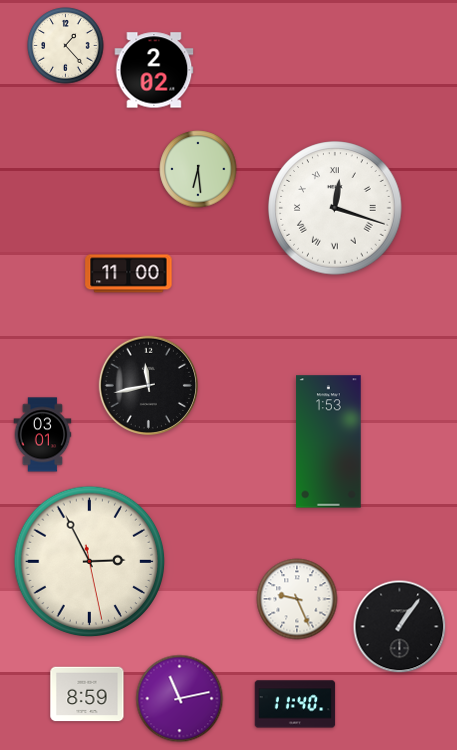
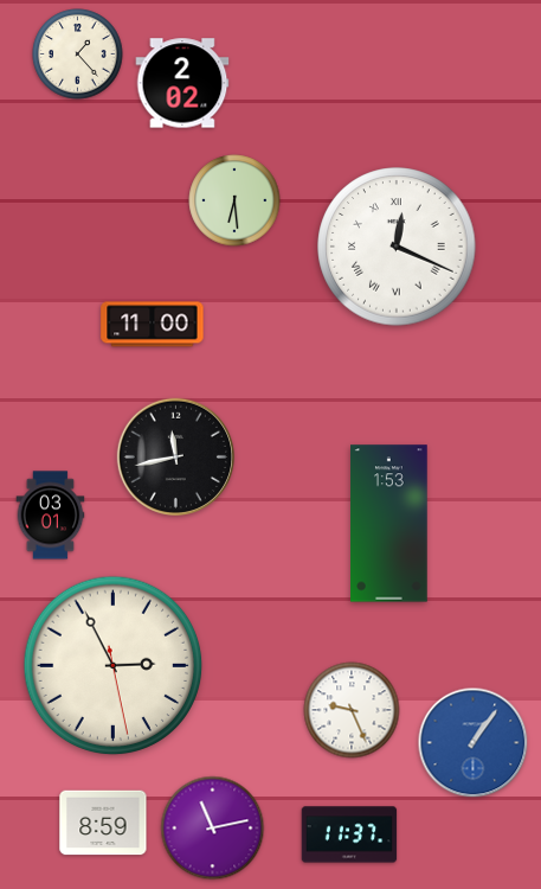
clock at (335, 208): 12:18 -> 12:19
clock at (90, 562) position: (90, 562) -> (114, 666)
clock at (400, 627) dial: black -> blue
clock at (295, 704): 11:40 -> 11:37
